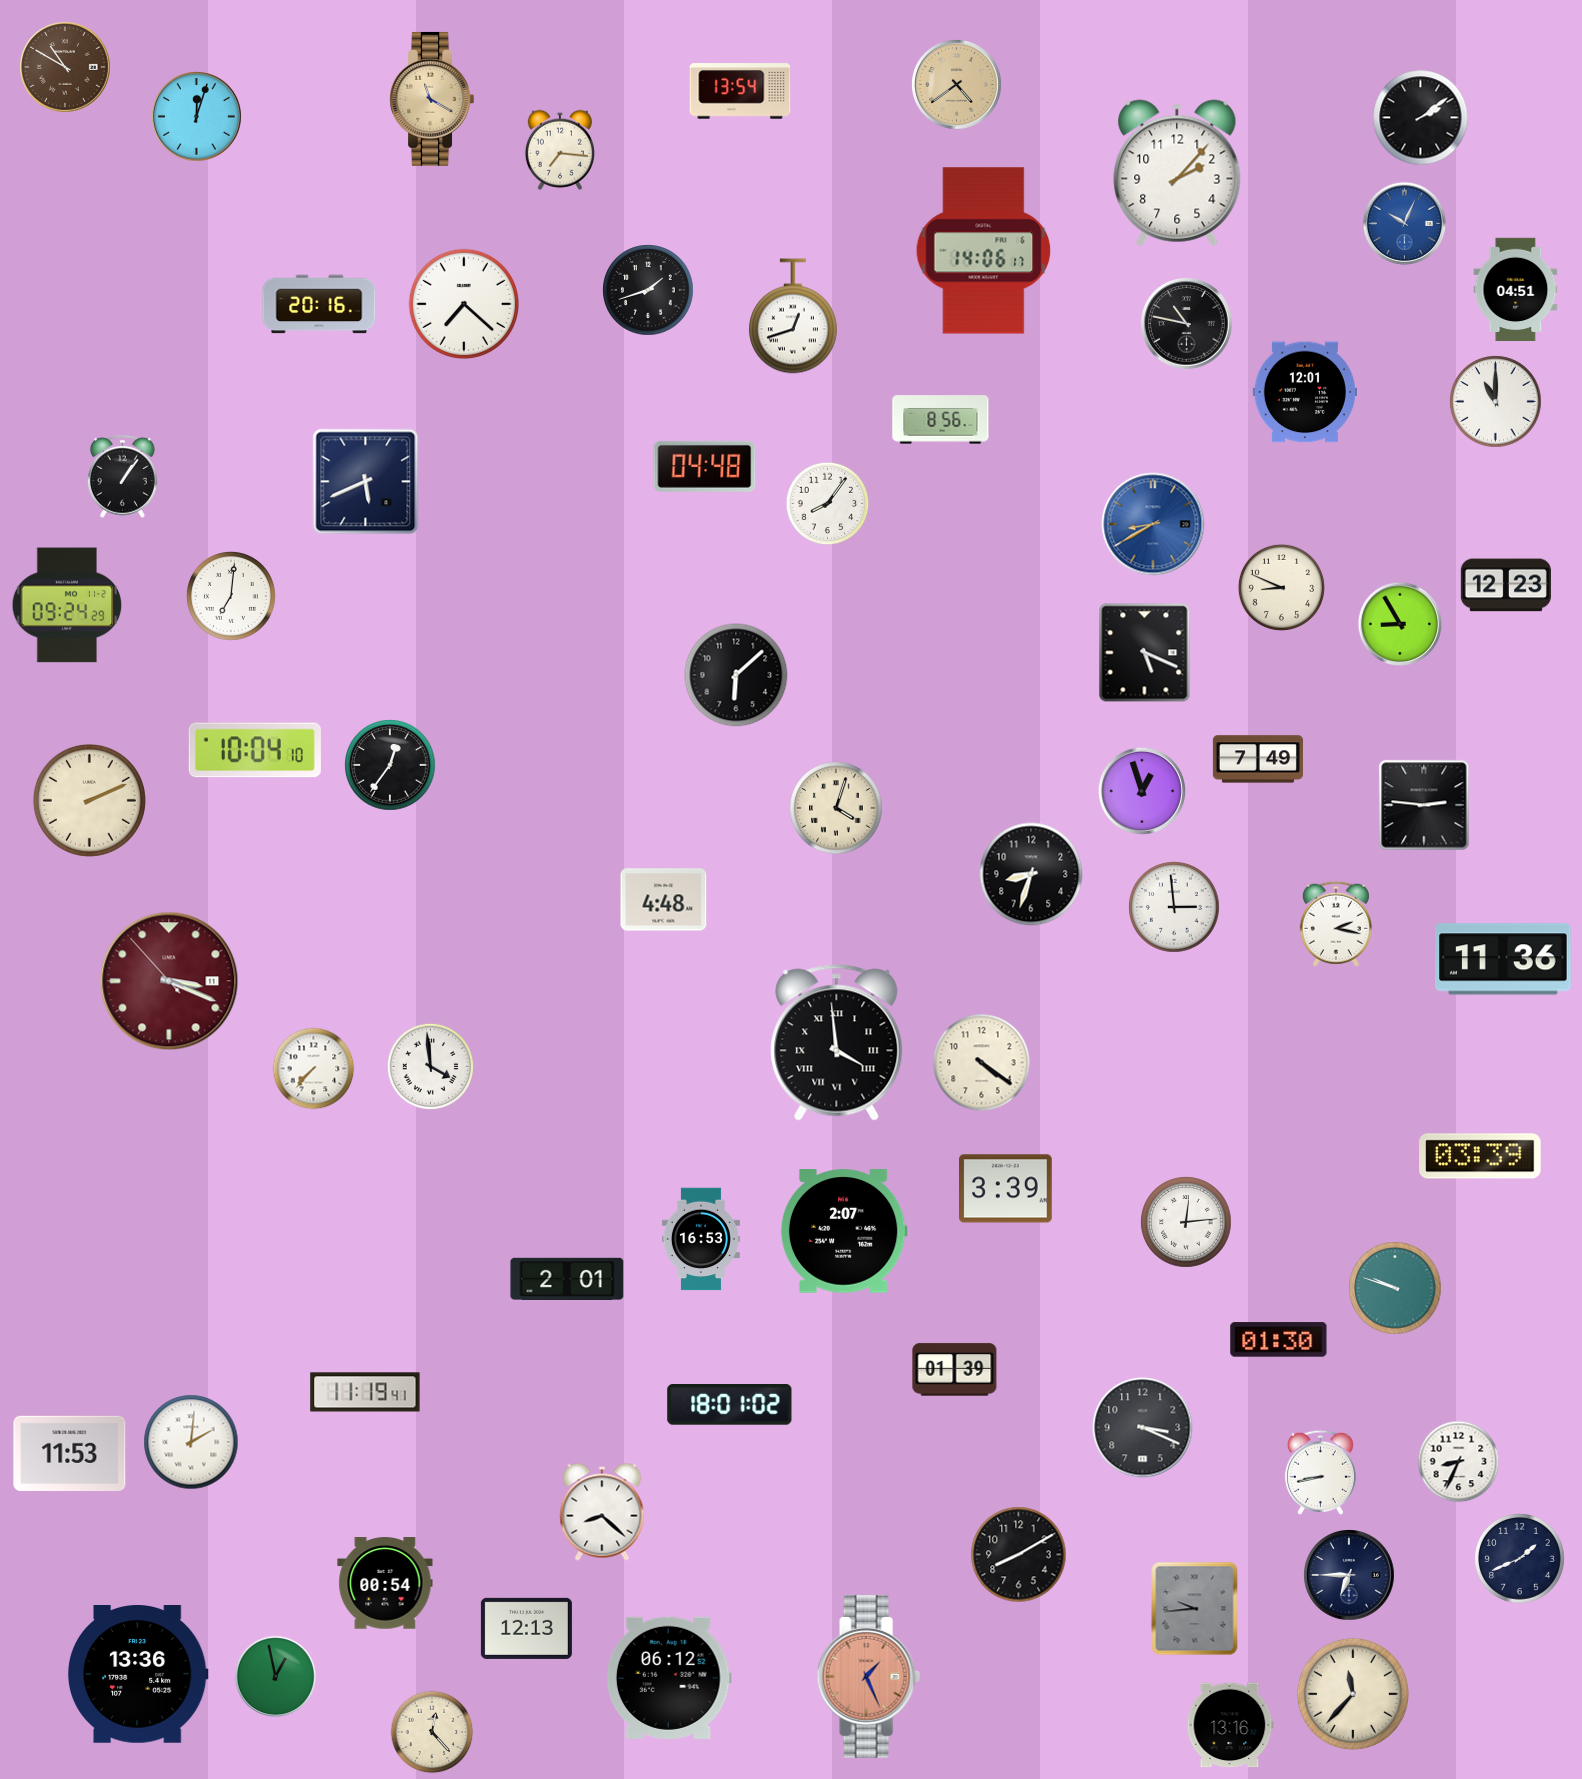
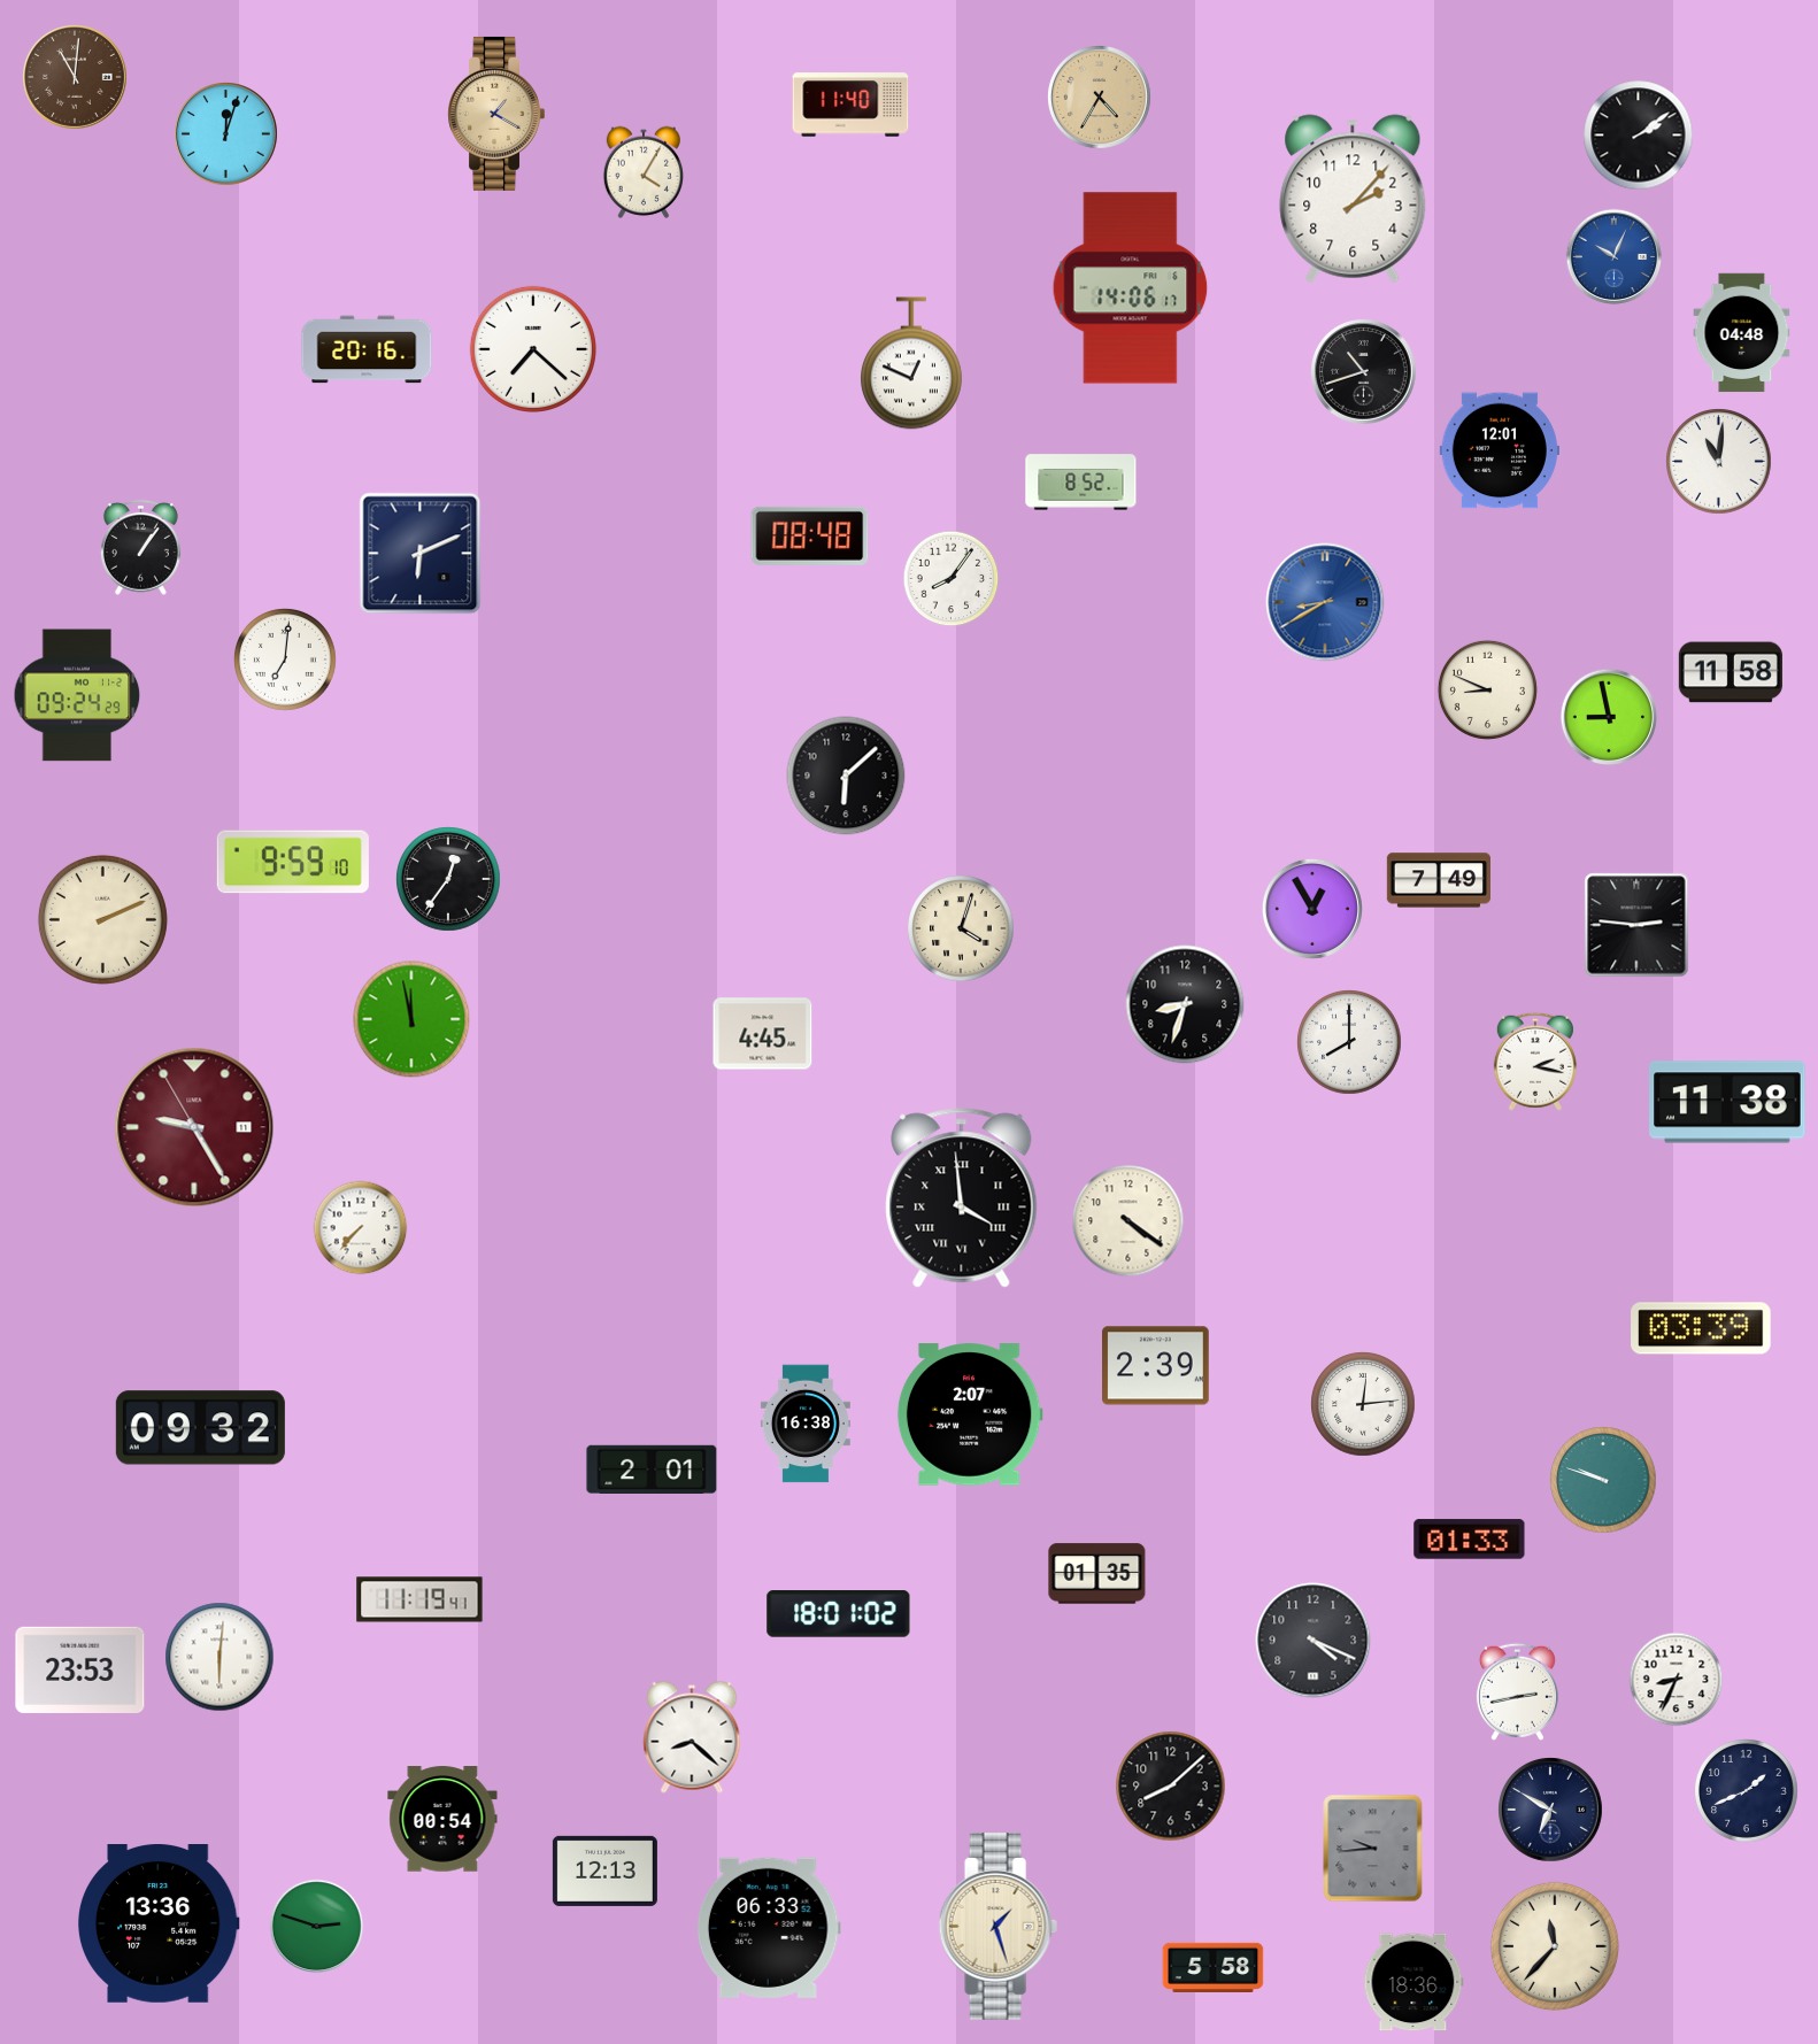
clock at (66, 68): 10:50 -> 11:01
clock at (957, 85): 4:39 -> 4:35
clock at (740, 91): 13:54 -> 11:40
clock at (431, 99): 11:20 -> 1:20
clock at (1421, 118) position: (1421, 118) -> (1639, 136)
clock at (559, 150): 7:16 -> 4:05
clock at (648, 290): 1:42 -> none
clock at (1516, 290): 04:51 -> 04:48
clock at (793, 316): 12:42 -> 12:49
clock at (1187, 324): 10:47 -> 10:42
clock at (1496, 402): 11:00 -> 11:01
clock at (941, 420): 8:56 -> 8:52
clock at (705, 466): 04:48 -> 08:48
clock at (366, 482): 5:41 -> 6:11
clock at (1506, 585): 12:23 -> 11:58
clock at (1281, 587) position: (1281, 587) -> (1487, 689)
clock at (231, 596) position: (231, 596) -> (285, 660)
clock at (1399, 623): 8:55 -> 8:58
clock at (1145, 653): 5:19 -> none
clock at (255, 750): 10:04 -> 9:59
clock at (1258, 759) position: (1258, 759) -> (1439, 880)
clock at (1142, 791): 12:57 -> 12:55
clock at (411, 1019): none -> 11:58
clock at (664, 900): 4:48 -> 4:45
clock at (1174, 907): 2:59 -> 8:00
clock at (1503, 959): 11:36 -> 11:38
clock at (169, 981): 3:18 -> 9:24
clock at (430, 1066): 3:59 -> none
clock at (1006, 1189): 3:39 -> 2:39
clock at (701, 1239): 16:53 -> 16:38
clock at (200, 1428): none -> 09:32
clock at (1279, 1340): 01:30 -> 01:33
clock at (955, 1370): 01:39 -> 01:35
clock at (1143, 1428): 3:19 -> 4:19
clock at (191, 1442): 2:01 -> 6:01
clock at (70, 1453): 11:53 -> 23:53
clock at (1320, 1472): 8:43 -> 2:43
clock at (1019, 1555): 8:10 -> 8:08
clock at (1350, 1576): 6:45 -> 6:50
clock at (868, 1676): 1:26 -> 1:27
clock at (868, 1676) dial: salmon -> cream
clock at (276, 1677): 12:58 -> 2:48
clock at (669, 1678): 06:12 -> 06:33
clock at (1214, 1967): none -> 5:58
clock at (1230, 1725): 13:16 -> 18:36
clock at (432, 1732): 12:23 -> none
